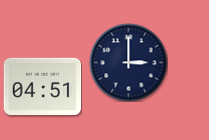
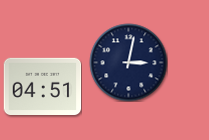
clock at (128, 62): 3:00 -> 3:02
